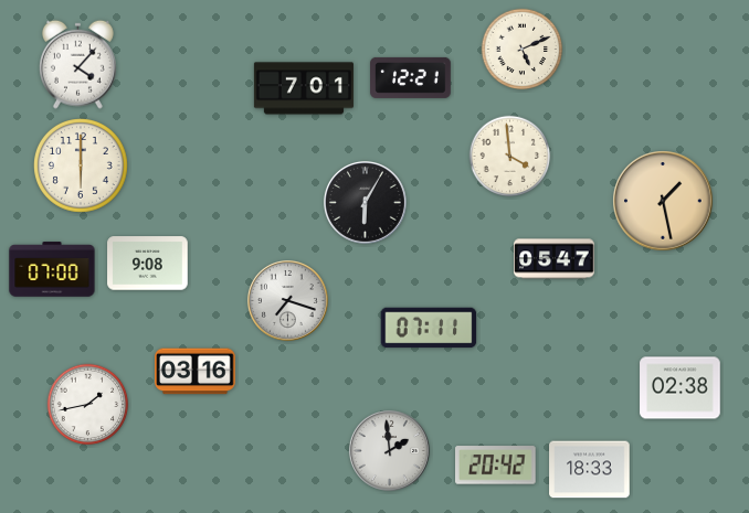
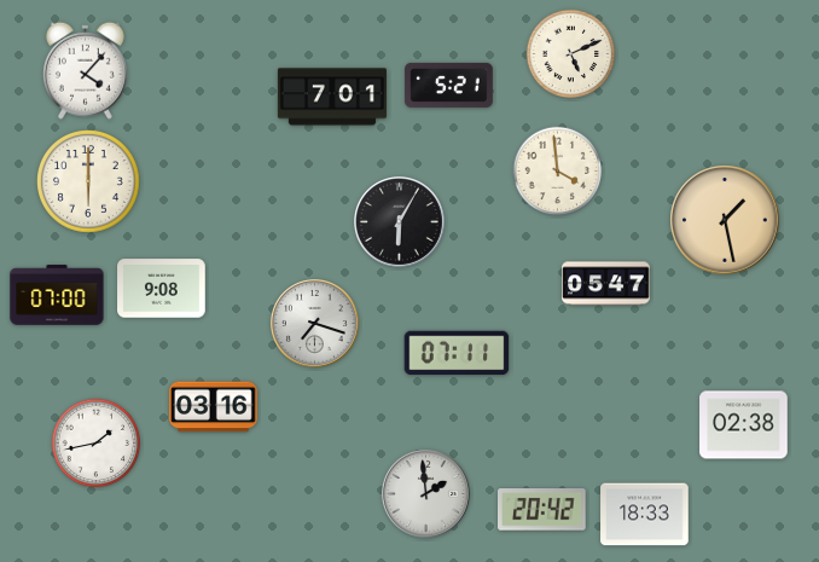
clock at (411, 77): 12:21 -> 5:21
clock at (287, 300) position: (287, 300) -> (314, 323)
clock at (429, 328) position: (429, 328) -> (457, 353)
